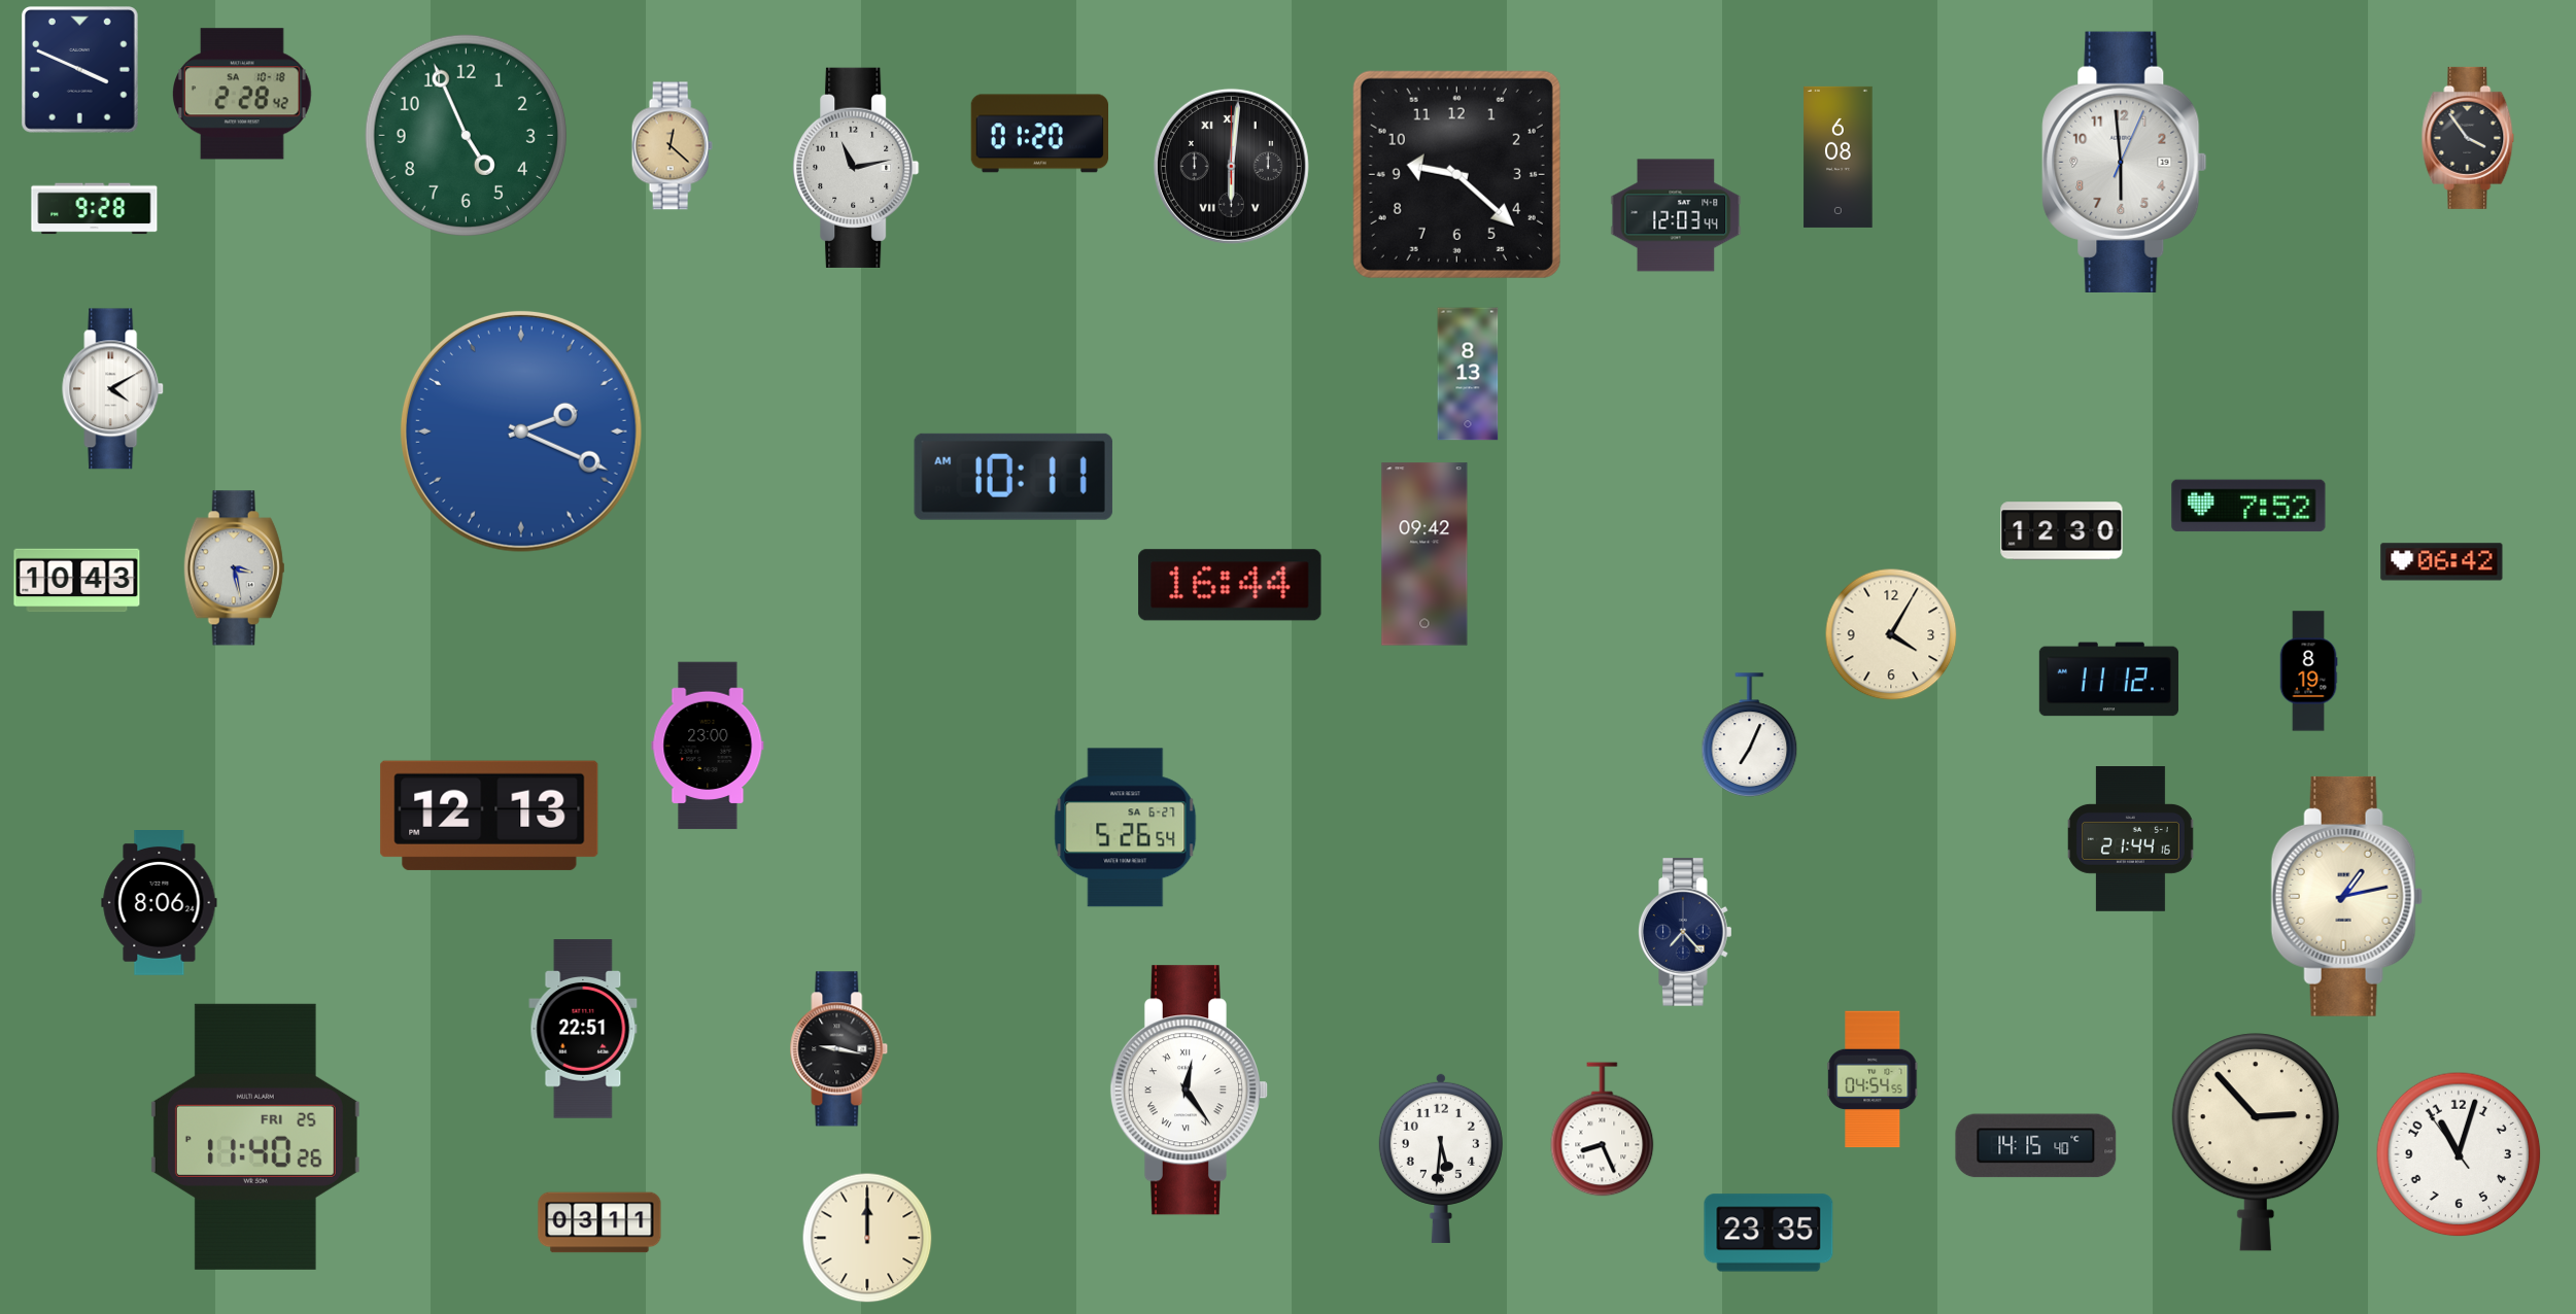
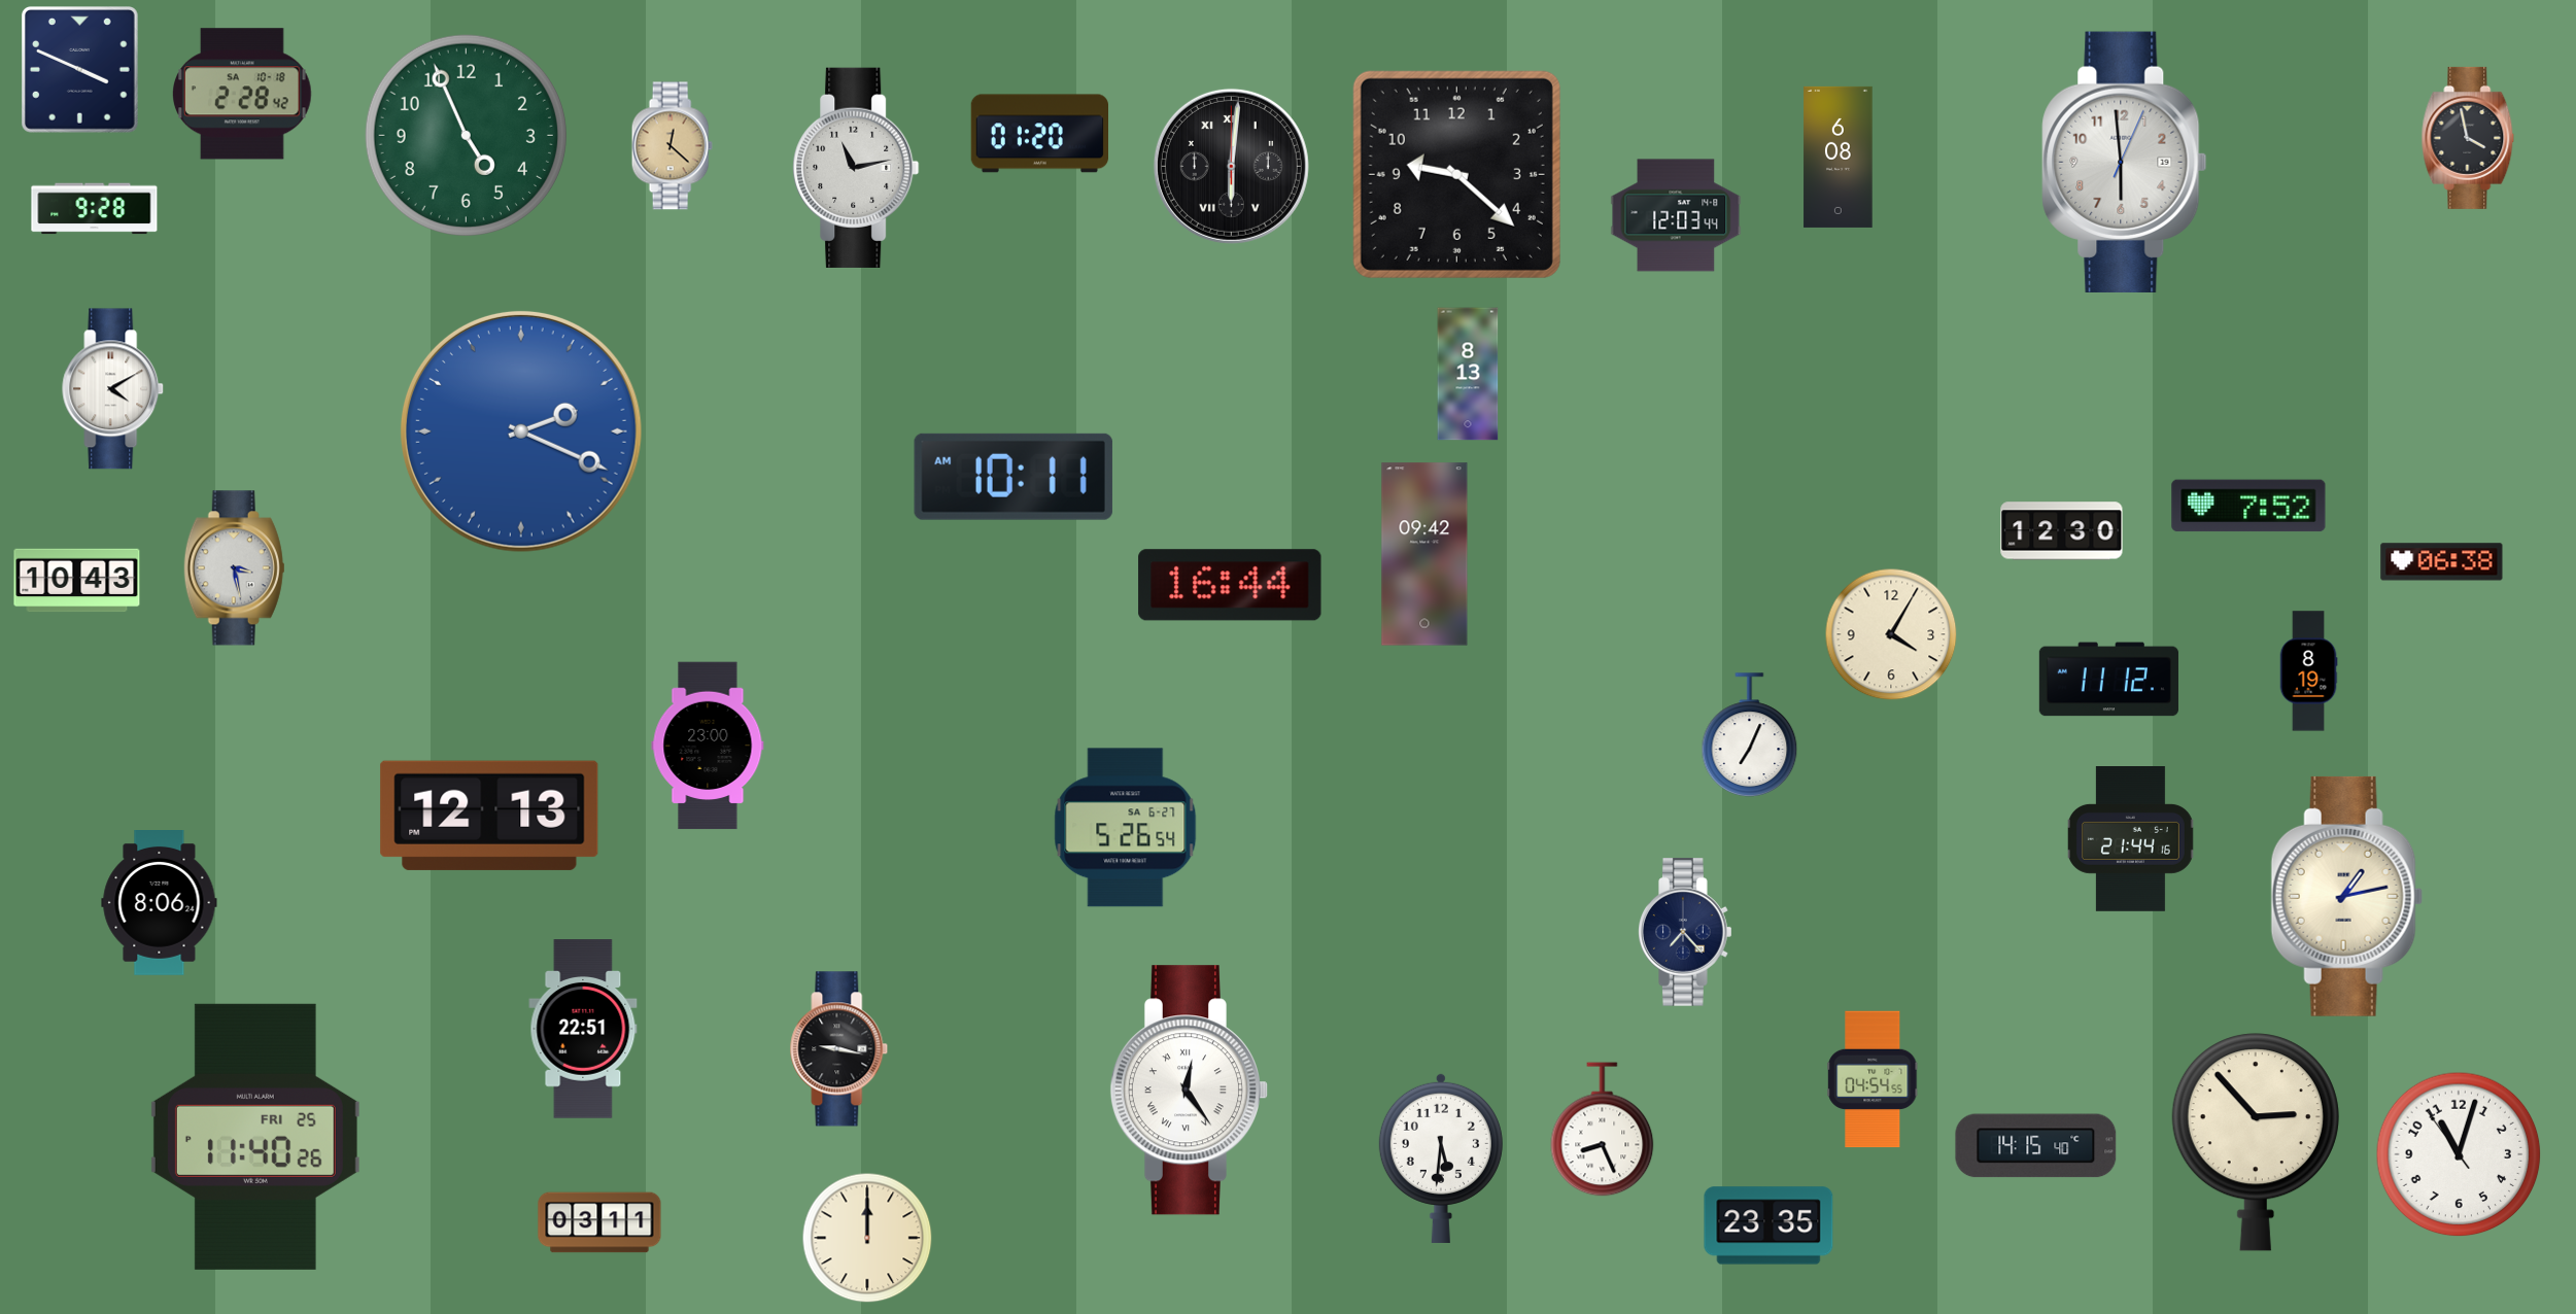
clock at (2468, 138): 3:54 -> 3:58
clock at (2442, 562): 06:42 -> 06:38
clock at (1768, 1233) position: (1768, 1233) -> (1768, 1225)
